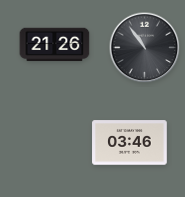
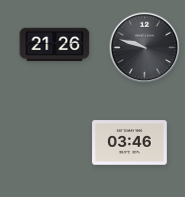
clock at (145, 48): 10:54 -> 9:48
